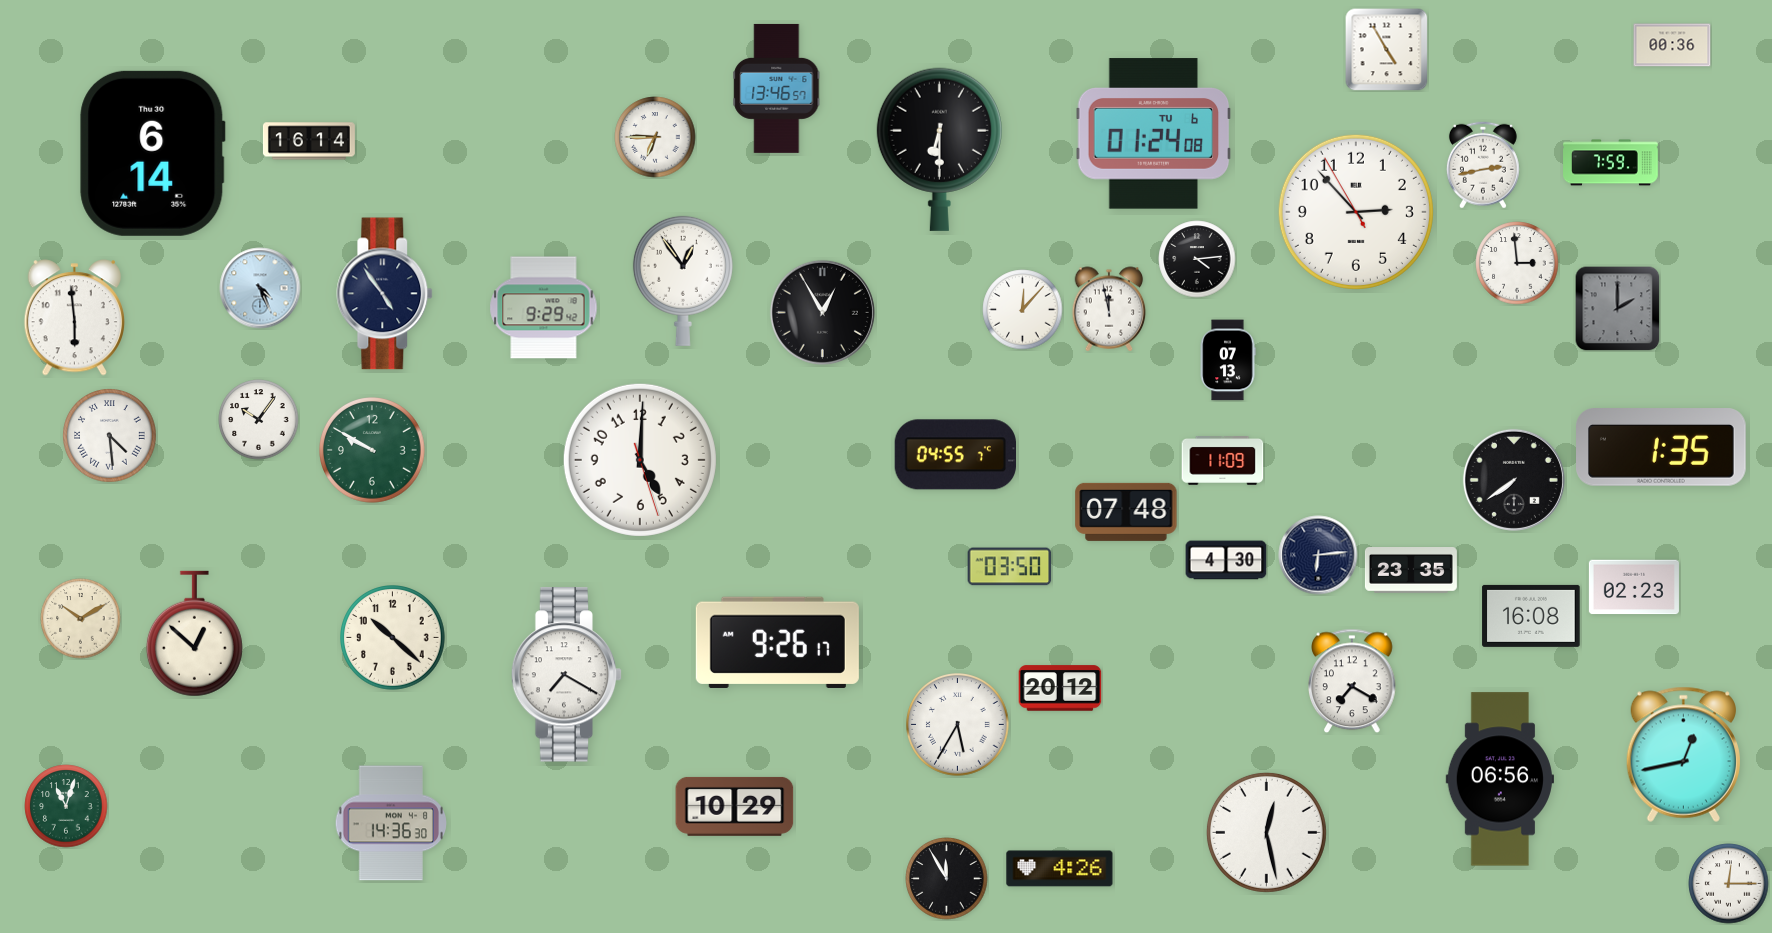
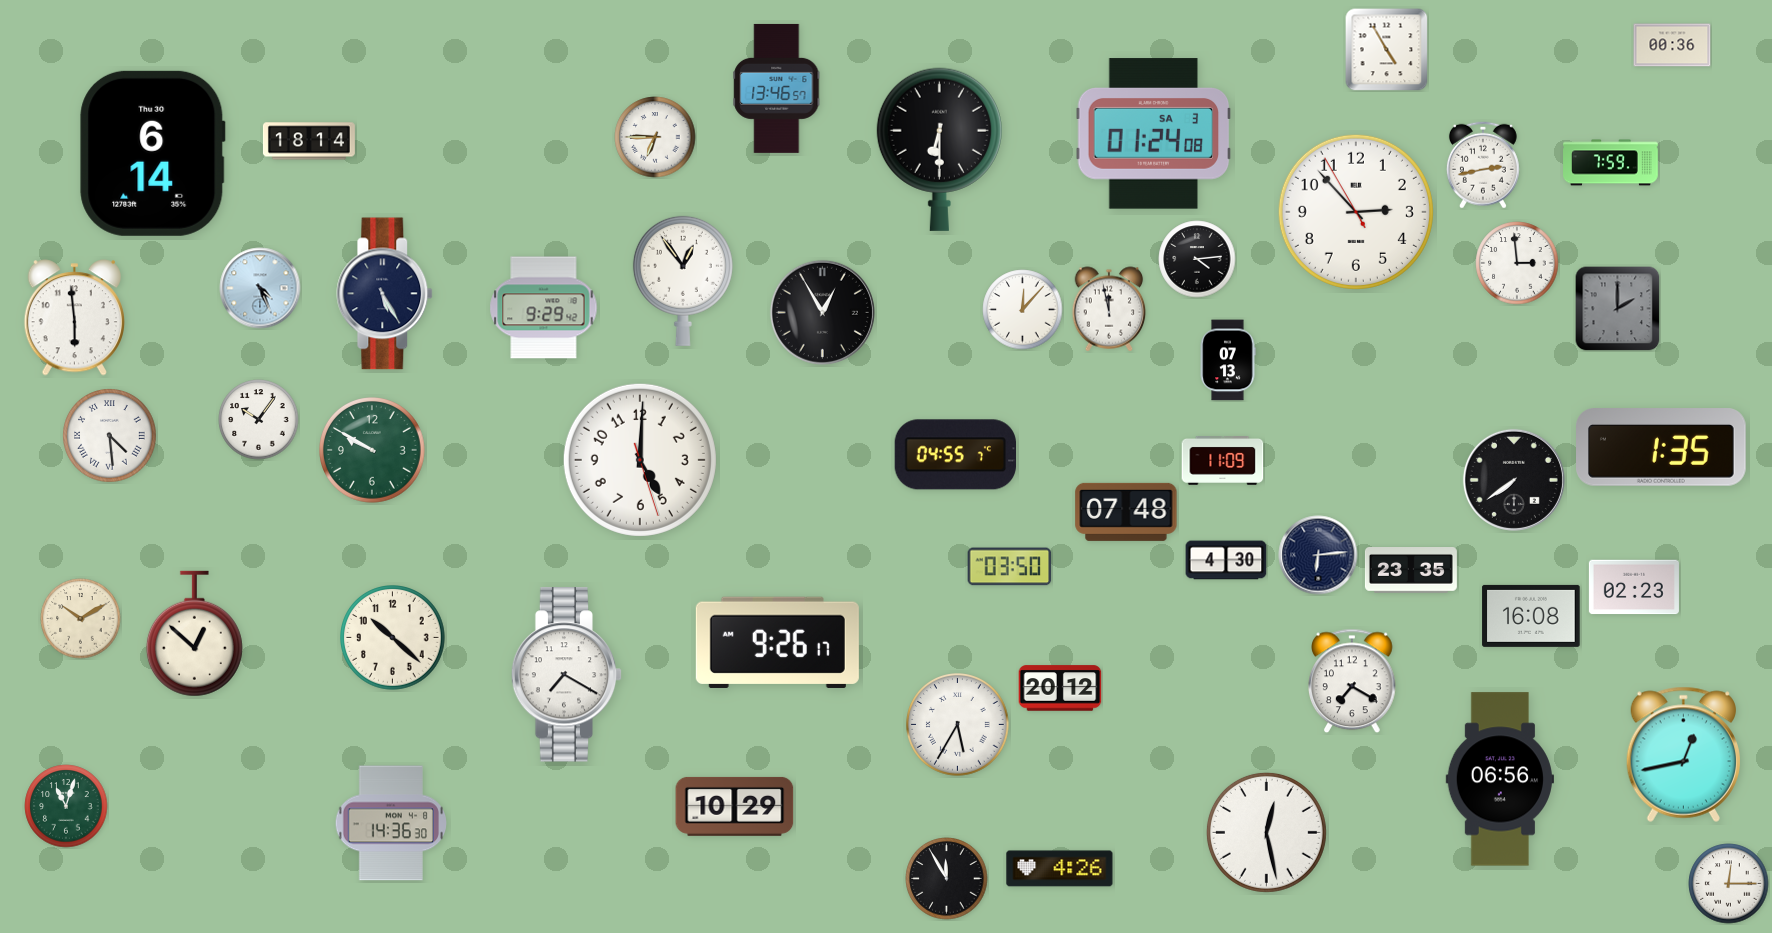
clock at (1154, 134) date: TU 6 -> SA 3
clock at (309, 141): 16:14 -> 18:14
clock at (385, 294): 4:54 -> 5:25
